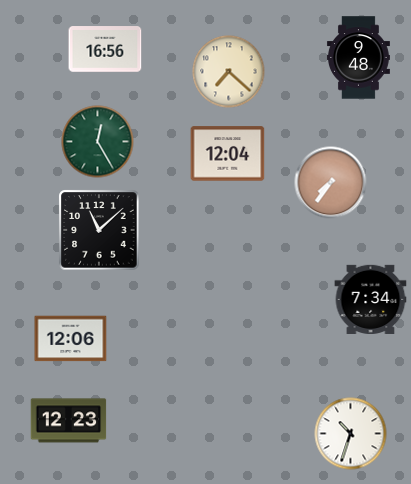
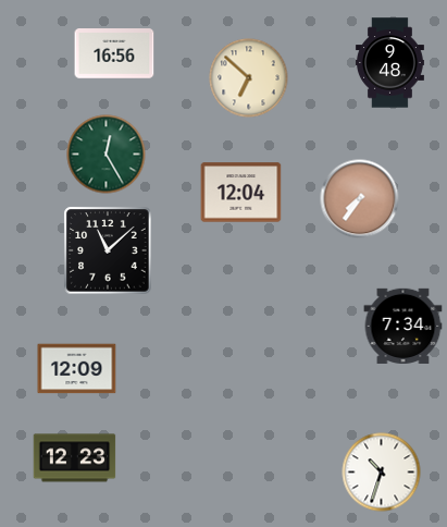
clock at (229, 72): 7:22 -> 6:52
clock at (228, 154) position: (228, 154) -> (241, 193)
clock at (71, 339): 12:06 -> 12:09
